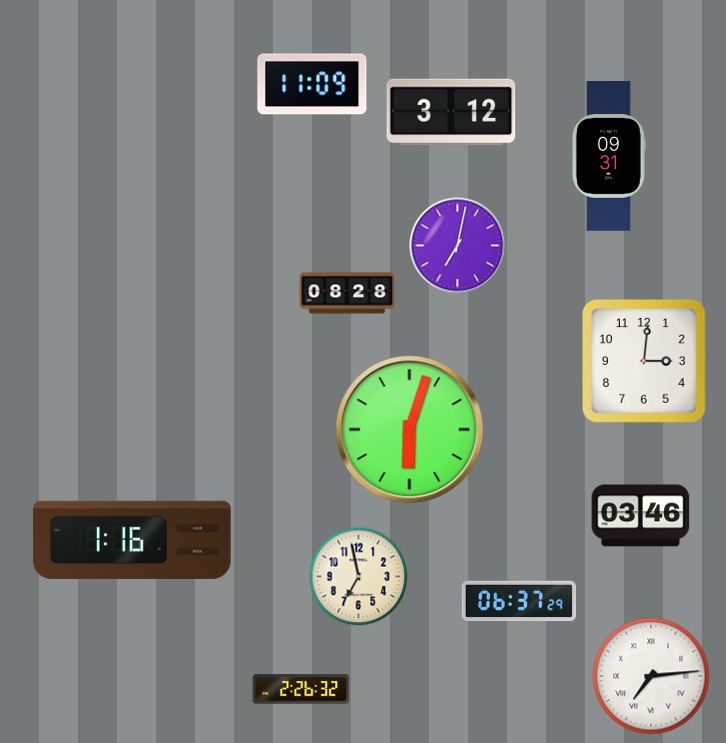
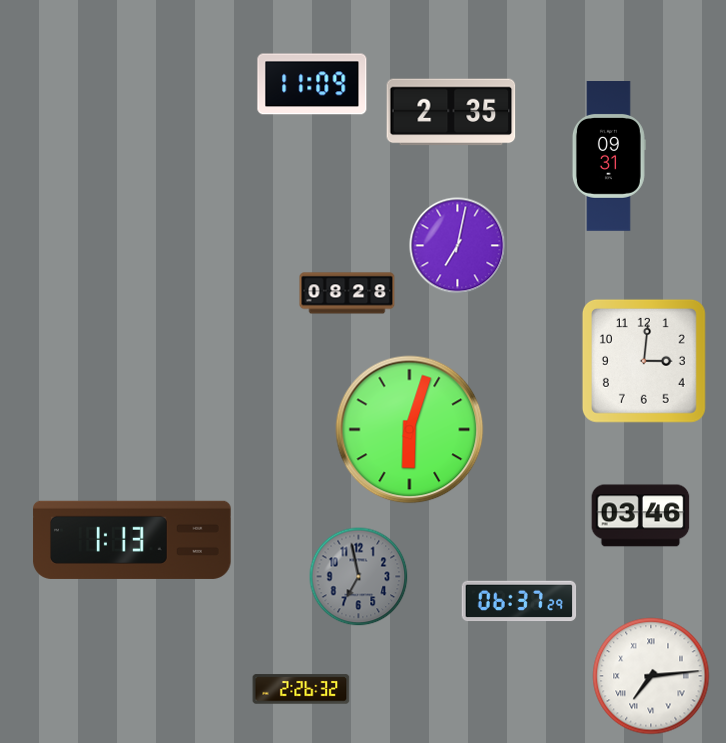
clock at (451, 112): 3:12 -> 2:35
clock at (132, 540): 1:16 -> 1:13
clock at (359, 577) dial: cream -> grey
